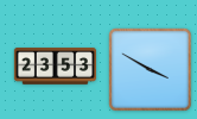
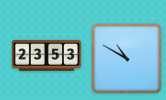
clock at (151, 70): 3:50 -> 10:50
